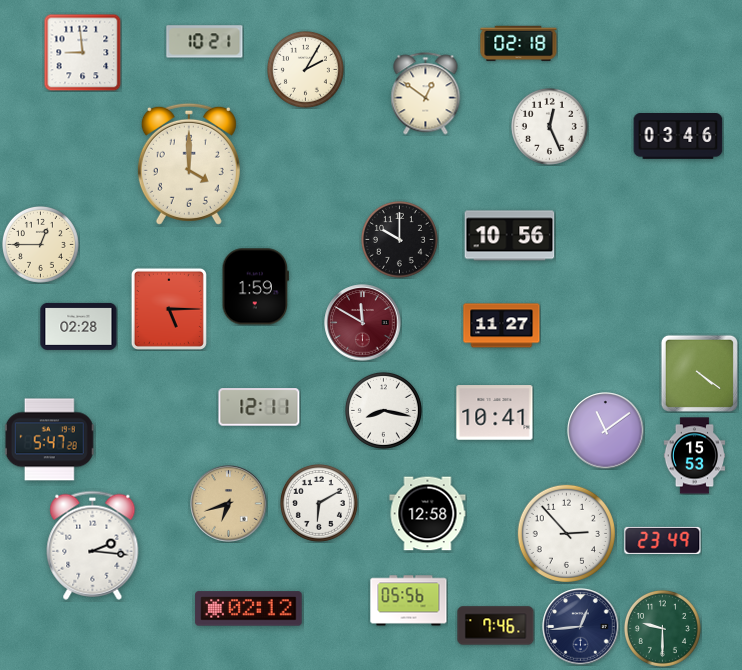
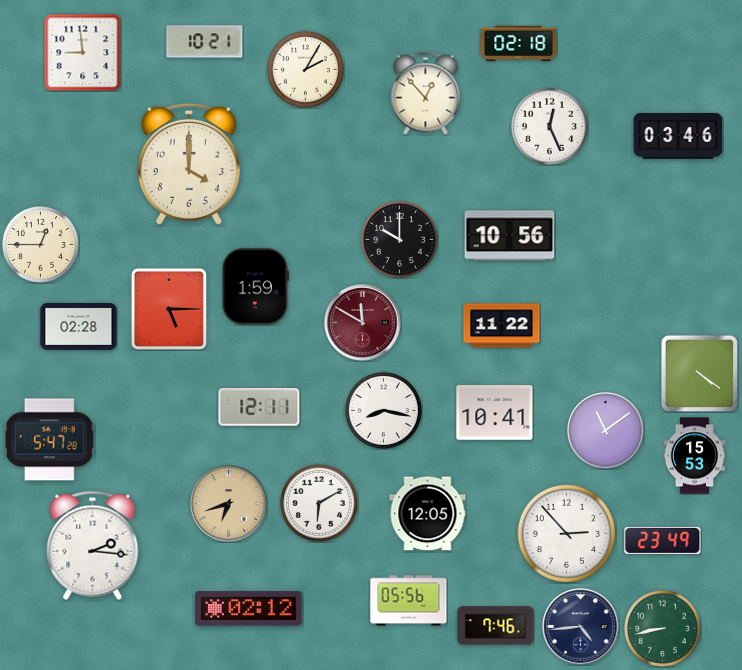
clock at (426, 94): 12:51 -> 12:53
clock at (502, 326): 11:27 -> 11:22
clock at (428, 514): 12:58 -> 12:05
clock at (581, 627): 12:44 -> 4:44
clock at (662, 628): 9:30 -> 8:43
